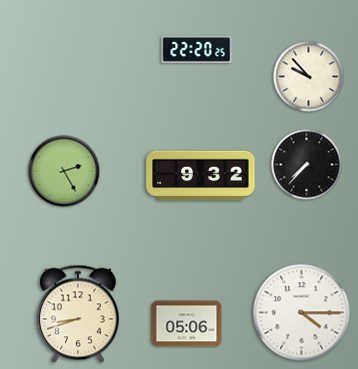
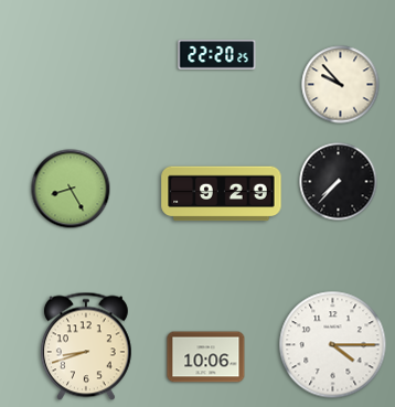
clock at (64, 171): 2:25 -> 8:25
clock at (201, 176): 9:32 -> 9:29
clock at (187, 324): 05:06 -> 10:06
